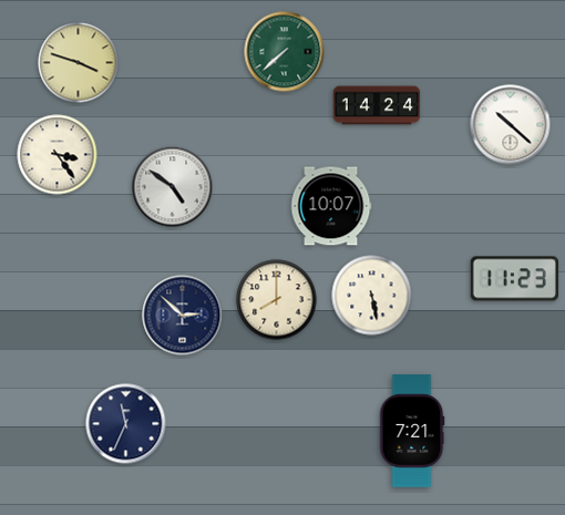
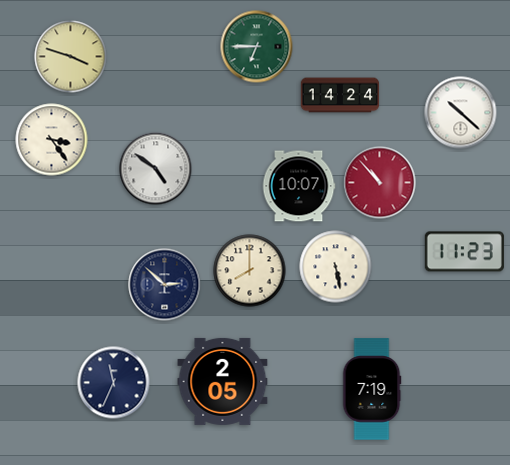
clock at (285, 52): 7:38 -> 6:45
clock at (380, 183): none -> 10:53
clock at (223, 381): none -> 2:05
clock at (412, 431): 7:21 -> 7:19
